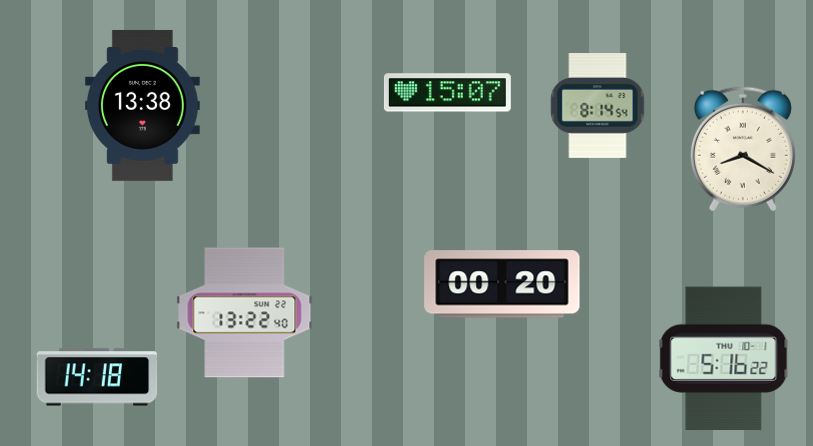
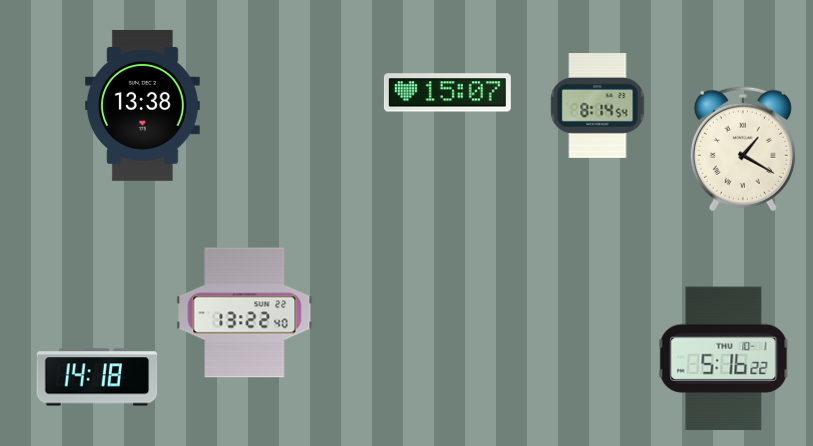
clock at (743, 149): 8:20 -> 1:20
clock at (502, 284): 00:20 -> none
